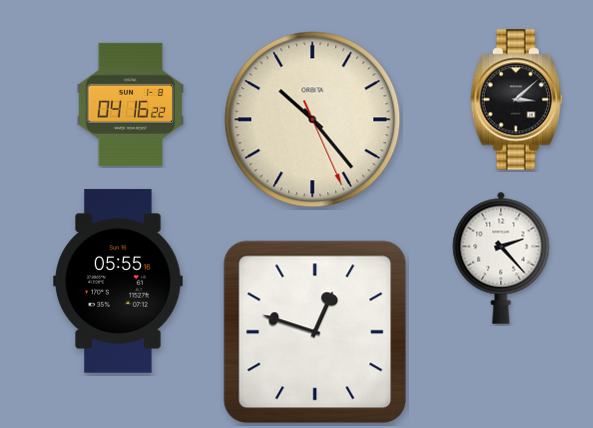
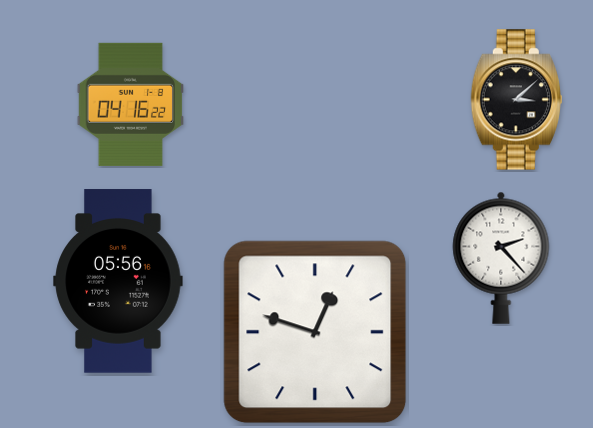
clock at (313, 120): 10:23 -> none
clock at (118, 281): 05:55 -> 05:56
